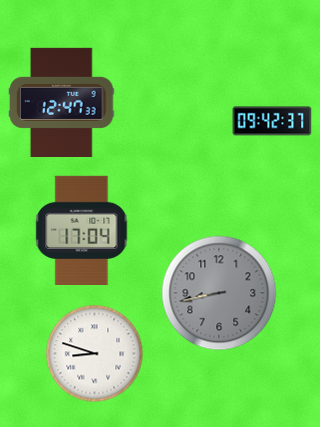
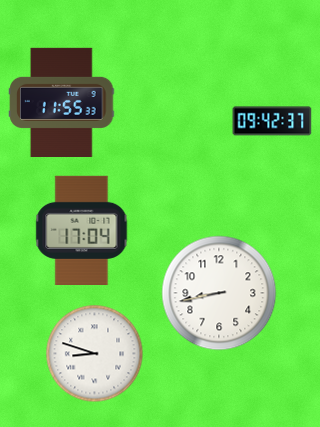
clock at (62, 102): 12:47 -> 11:55
clock at (219, 293) dial: grey -> white
